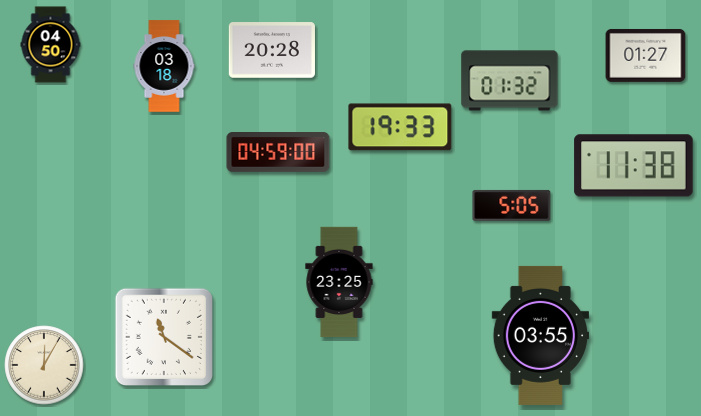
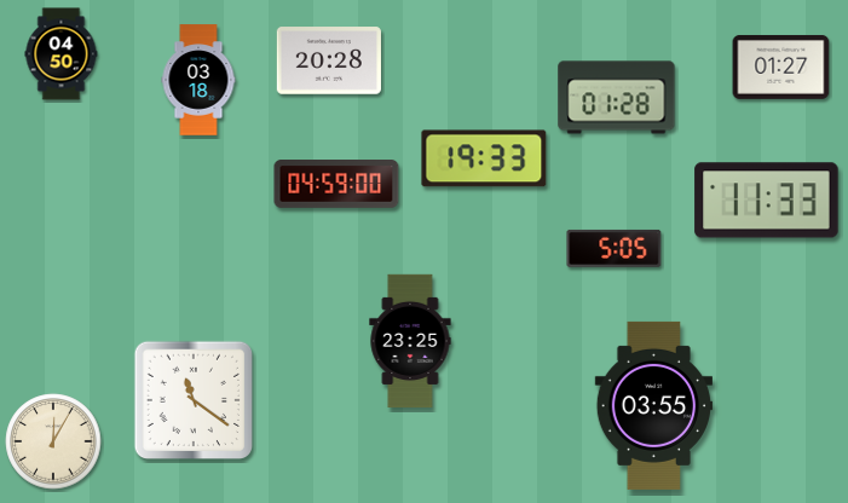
clock at (510, 81): 01:32 -> 01:28
clock at (400, 127) position: (400, 127) -> (484, 158)
clock at (634, 166): 11:38 -> 11:33
clock at (512, 205) position: (512, 205) -> (615, 248)
clock at (163, 336) position: (163, 336) -> (192, 399)
